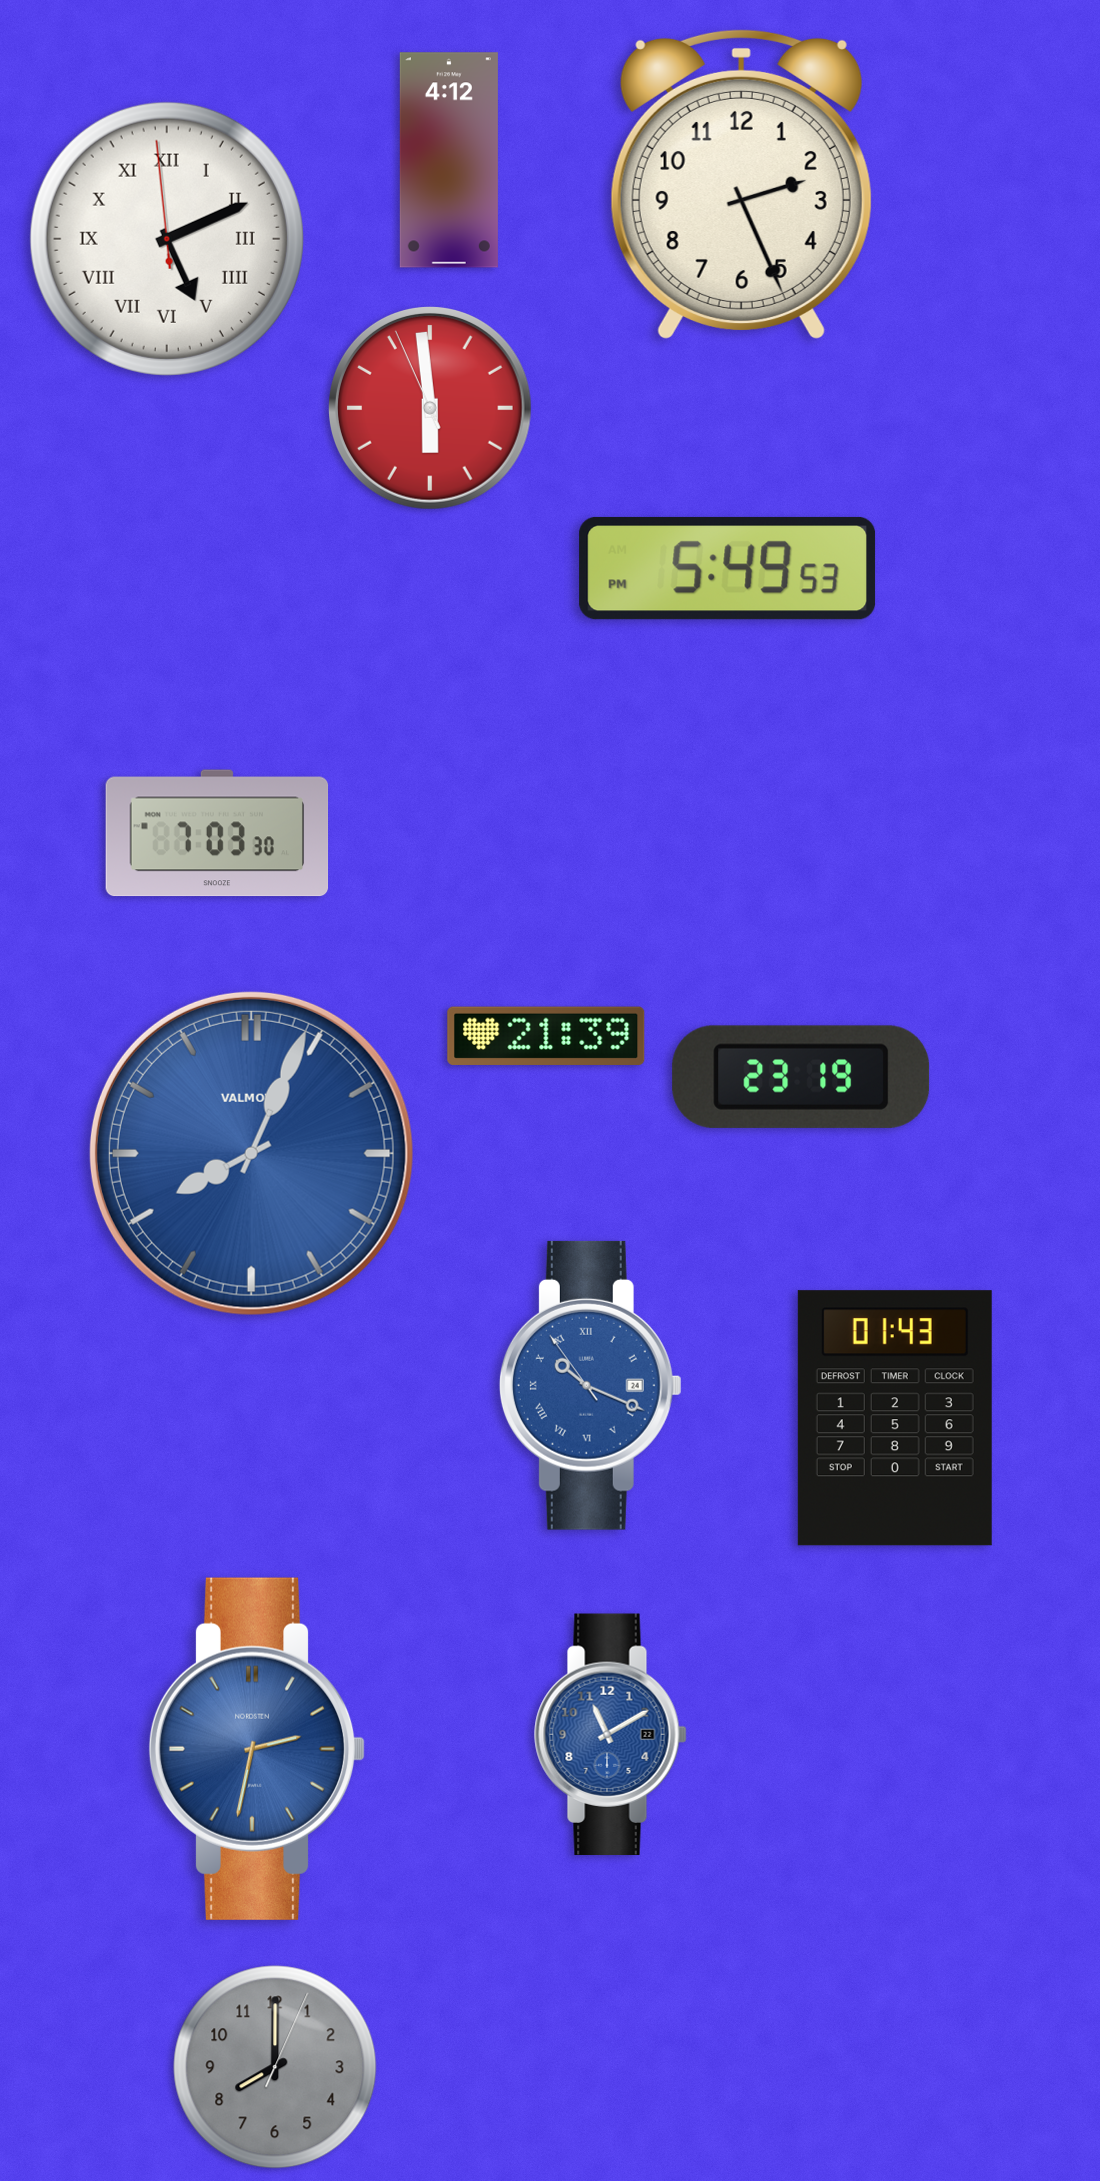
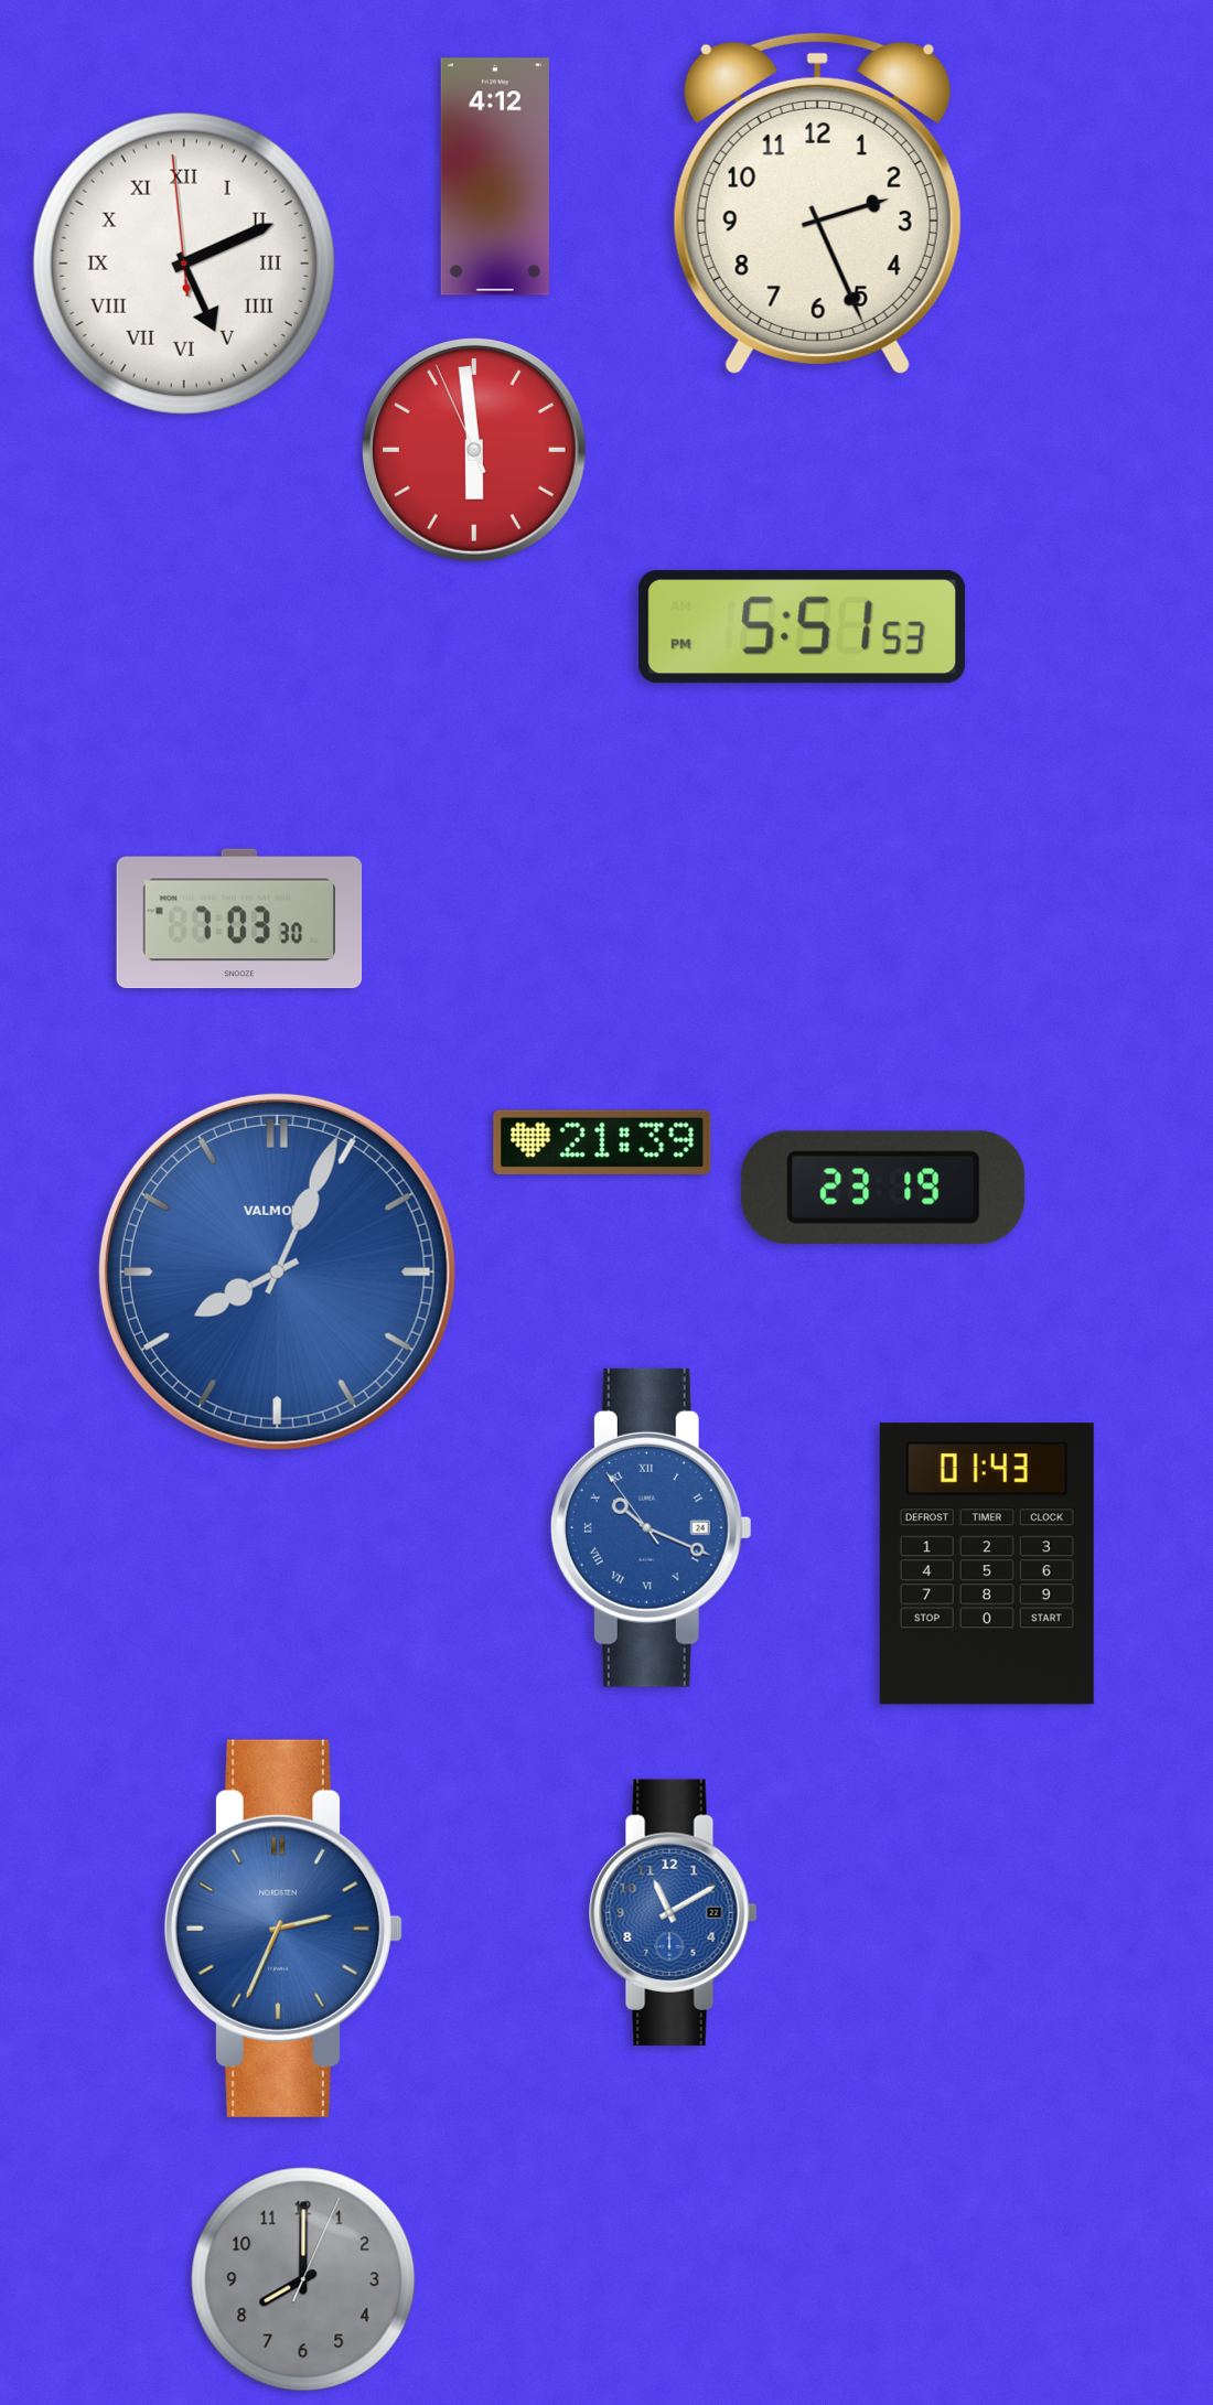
clock at (728, 568): 5:49 -> 5:51
clock at (257, 1749): 2:32 -> 2:34
